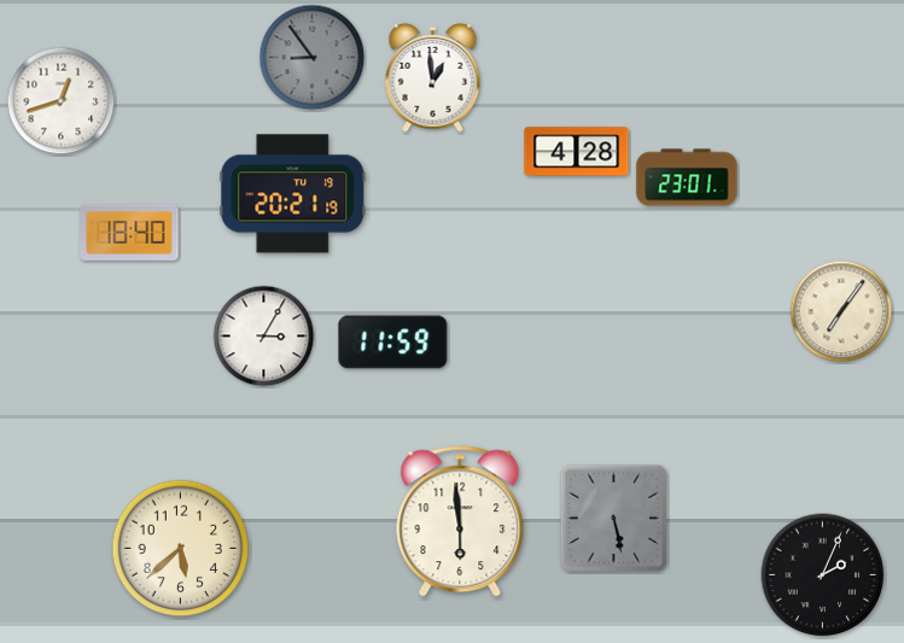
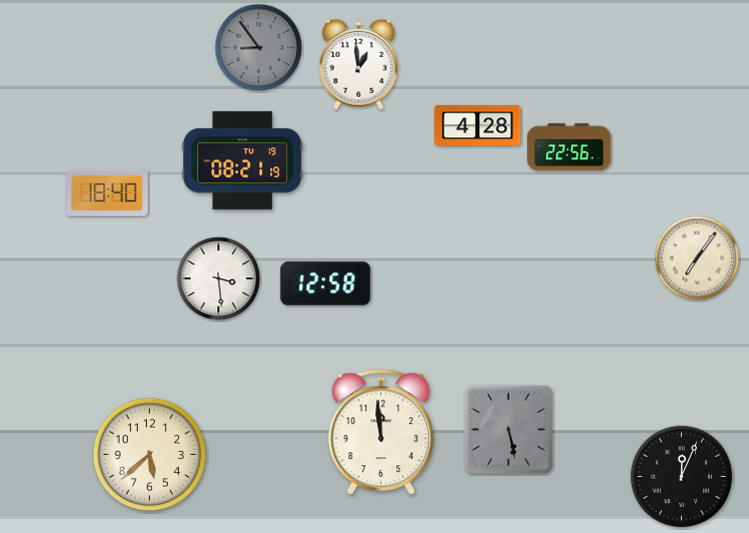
clock at (62, 101): 12:42 -> none
clock at (687, 177): 23:01 -> 22:56
clock at (293, 194): 20:21 -> 08:21
clock at (264, 337): 3:05 -> 3:29
clock at (393, 343): 11:59 -> 12:58
clock at (460, 522): 5:59 -> 11:59
clock at (823, 575): 2:04 -> 12:04
